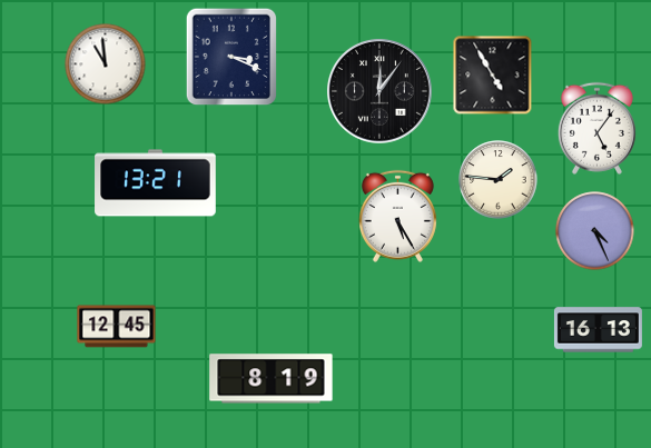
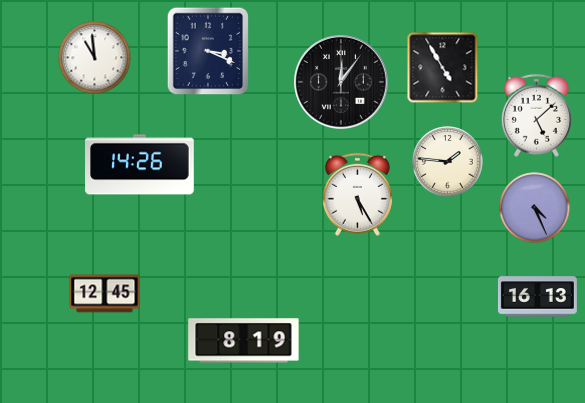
clock at (596, 128): 5:06 -> 5:08
clock at (156, 183): 13:21 -> 14:26
